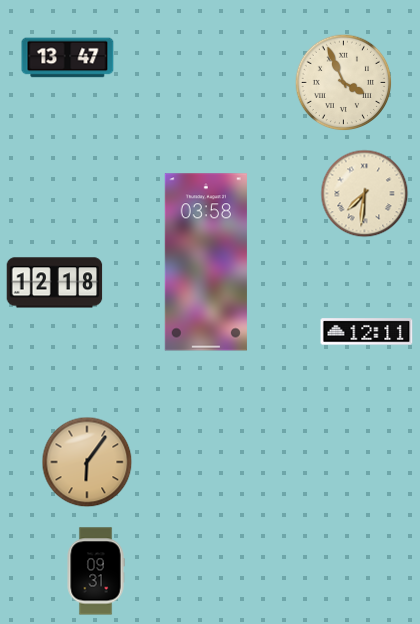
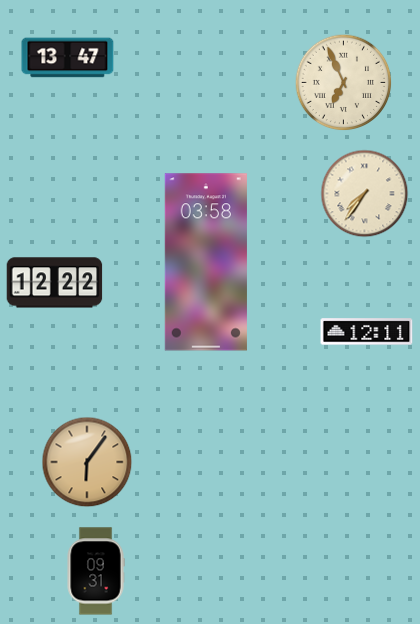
clock at (344, 83): 3:56 -> 6:56
clock at (365, 194): 7:31 -> 7:36
clock at (55, 283): 12:18 -> 12:22
